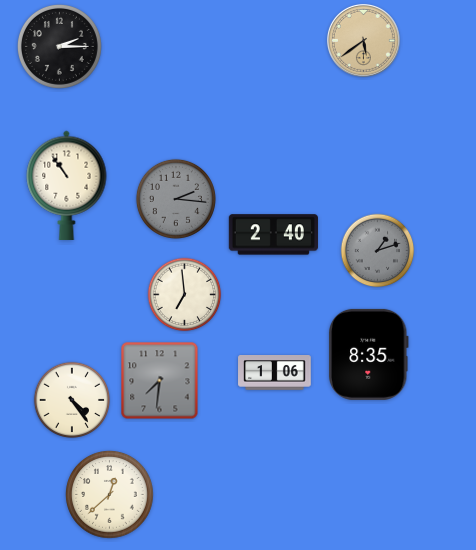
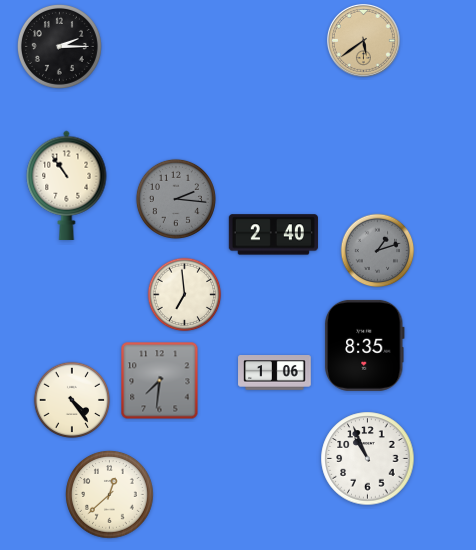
clock at (368, 354) position: (368, 354) -> (364, 345)
clock at (368, 459): none -> 10:56
